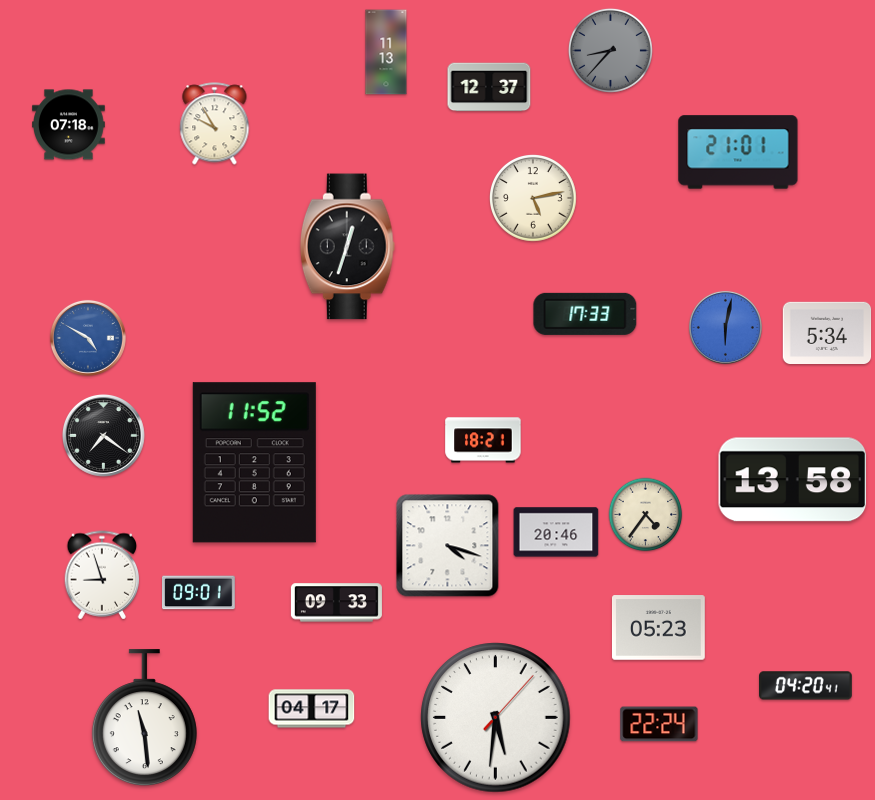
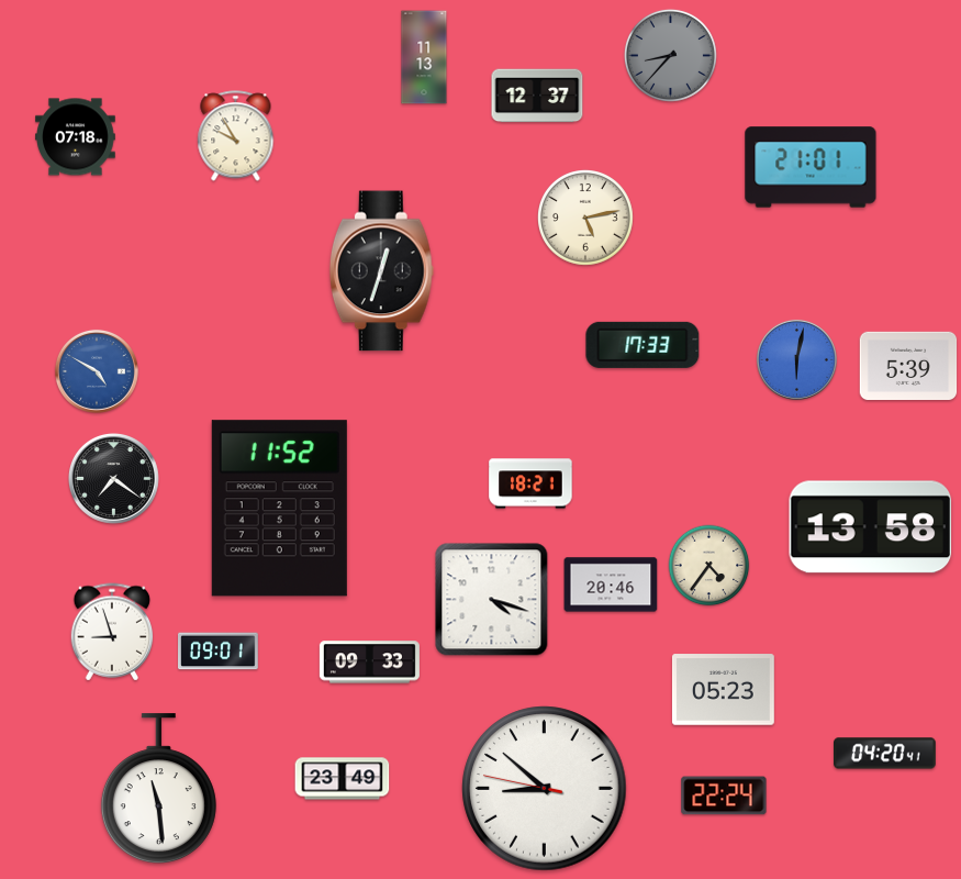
clock at (827, 332): 5:34 -> 5:39
clock at (312, 709): 04:17 -> 23:49
clock at (496, 718): 5:31 -> 8:51
